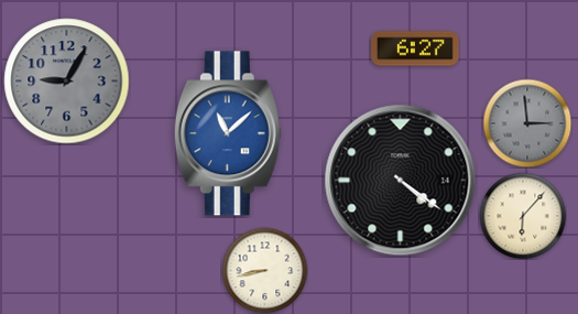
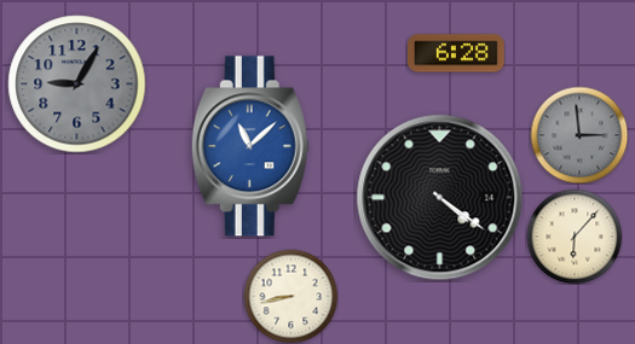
clock at (415, 48): 6:27 -> 6:28
clock at (67, 82) position: (67, 82) -> (77, 84)
